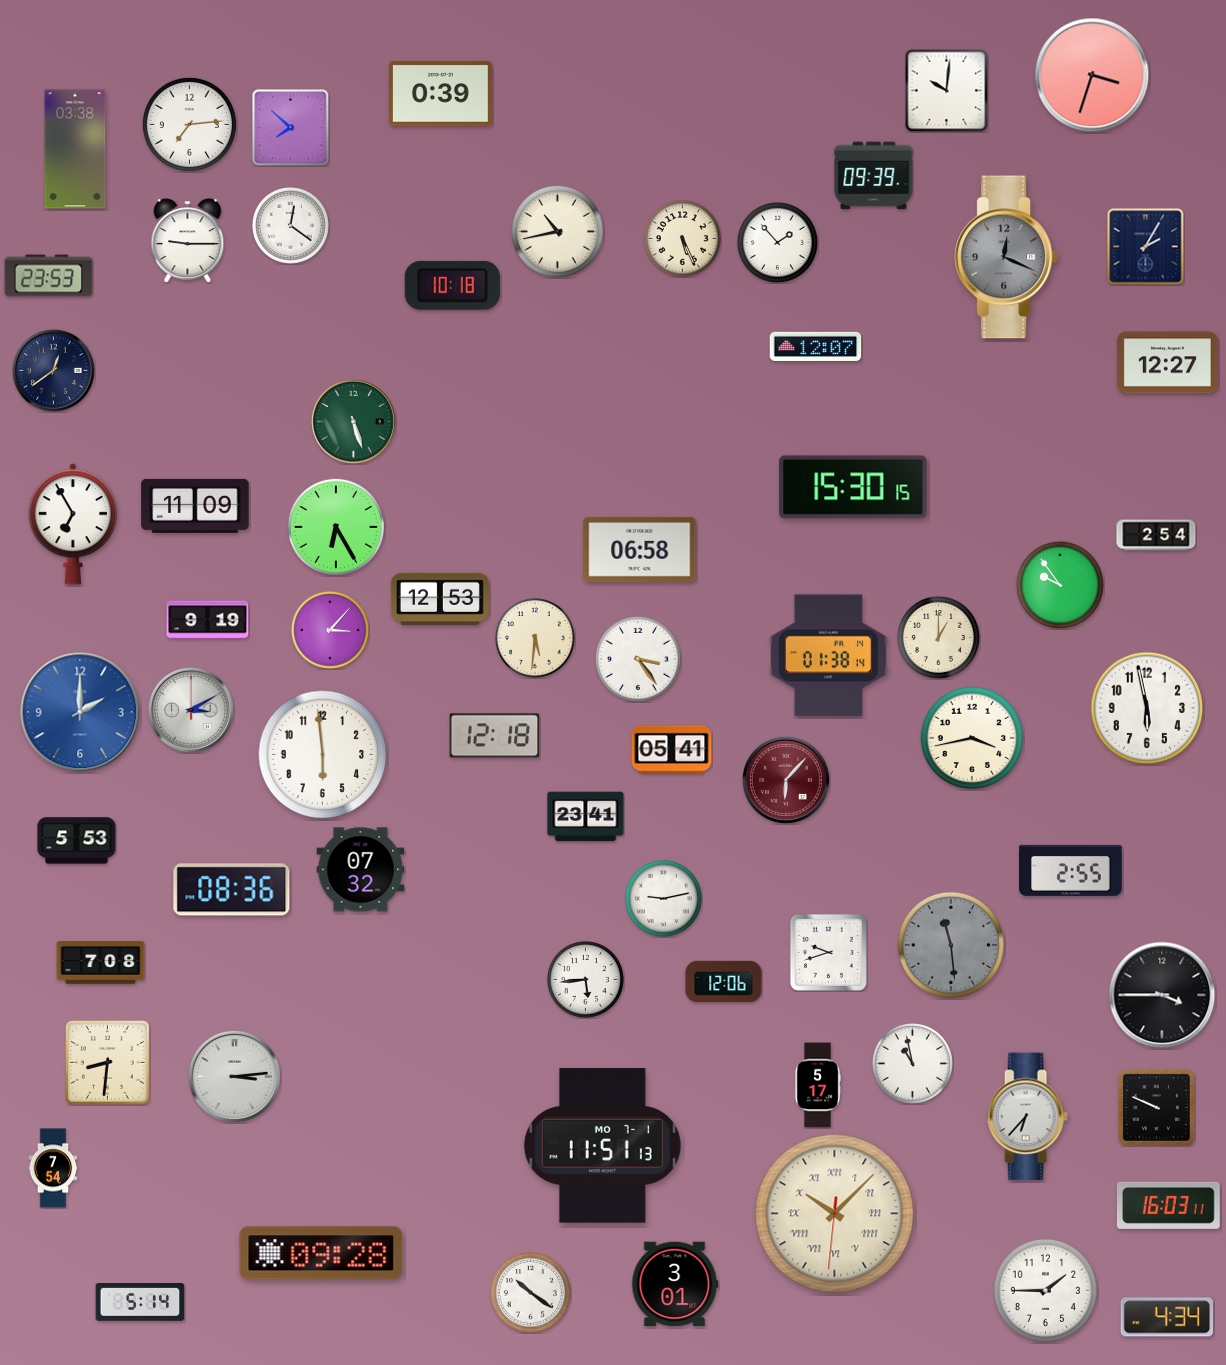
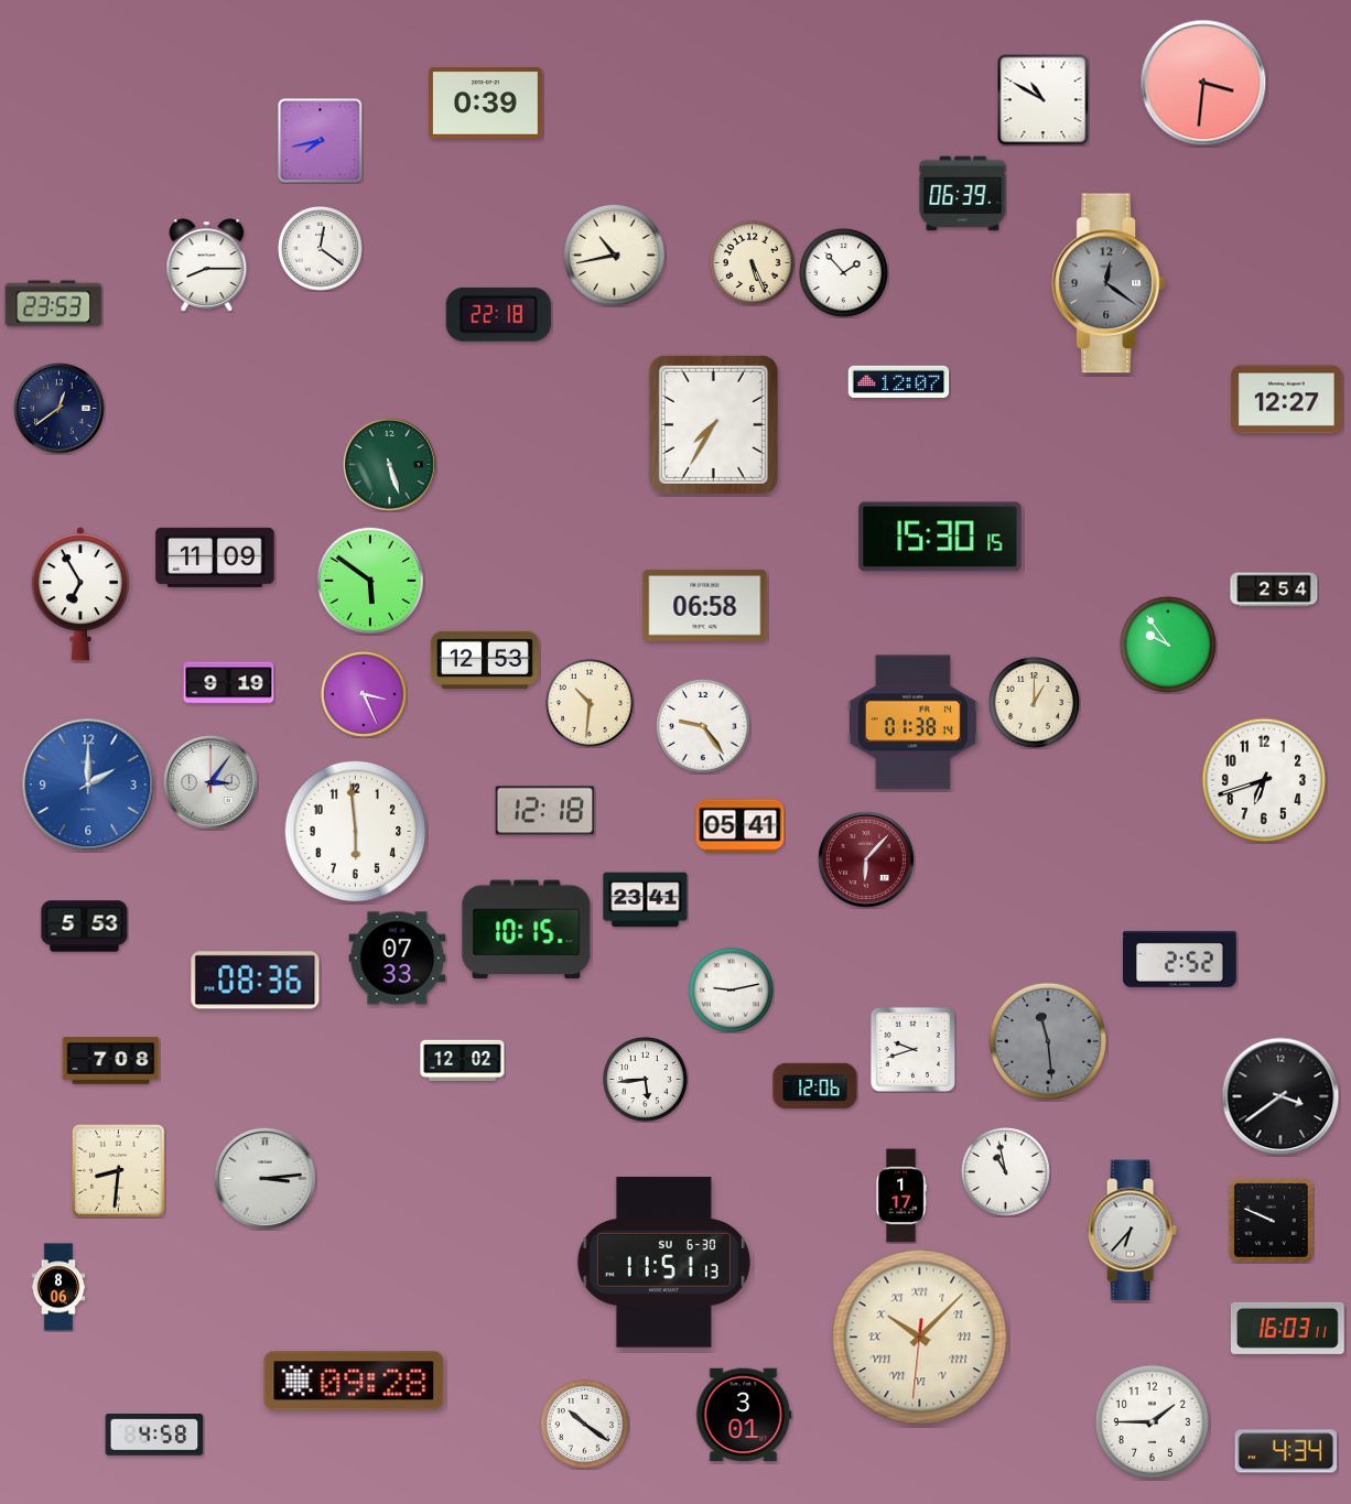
clock at (1092, 75): 3:33 -> 3:31
clock at (946, 90): 10:01 -> 10:50
clock at (189, 124): 7:14 -> none
clock at (291, 128): 7:52 -> 7:43
clock at (75, 149): 03:38 -> none
clock at (874, 176): 09:39 -> 06:39
clock at (188, 241): 9:15 -> 8:15
clock at (777, 242) position: (777, 242) -> (843, 272)
clock at (1146, 247): 2:05 -> none
clock at (1006, 257): 12:19 -> 12:21
clock at (452, 285): 10:18 -> 22:18
clock at (713, 424): none -> 7:35
clock at (72, 524) position: (72, 524) -> (79, 594)
clock at (336, 527): 6:25 -> 5:51
clock at (330, 630): 3:07 -> 3:26
clock at (535, 638): 5:31 -> 10:31
clock at (638, 659): 3:24 -> 9:24
clock at (1146, 707): 5:58 -> 6:42
clock at (191, 710): 3:10 -> 3:06
clock at (972, 738): 3:43 -> none
clock at (527, 930): none -> 10:15
clock at (361, 870): 07:32 -> 07:33
clock at (1071, 870): 2:55 -> 2:52
clock at (463, 1060): none -> 12:02
clock at (724, 982) position: (724, 982) -> (815, 1086)
clock at (1162, 995): 3:45 -> 3:39
clock at (234, 1076) position: (234, 1076) -> (264, 1178)
clock at (818, 1085): 5:17 -> 1:17
clock at (1156, 1107) position: (1156, 1107) -> (1271, 1220)
clock at (602, 1146) date: MO 7-1 -> SU 6-30
clock at (53, 1168): 7:54 -> 8:06
clock at (140, 1303): 5:14 -> 4:58
